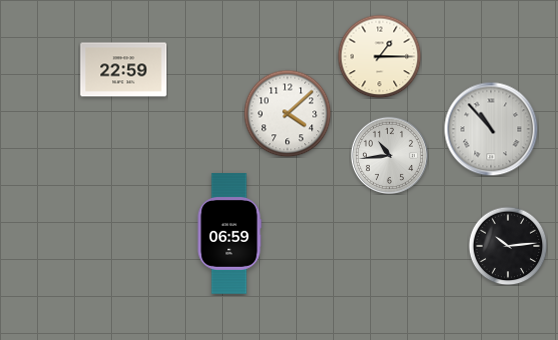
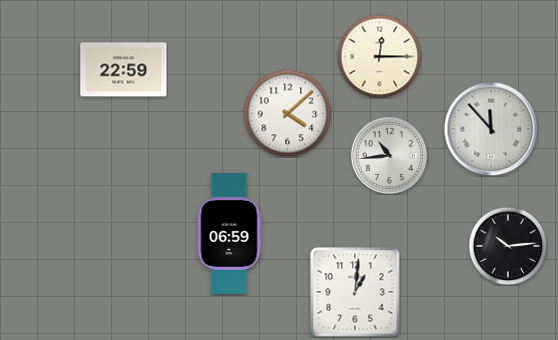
clock at (379, 56): 1:15 -> 12:15
clock at (491, 129): 10:53 -> 11:53
clock at (355, 292): none -> 1:01
